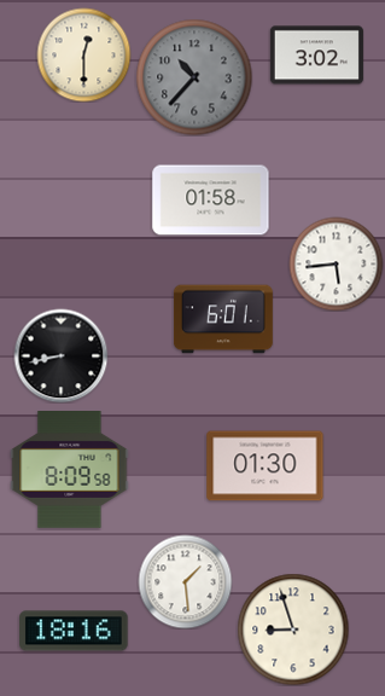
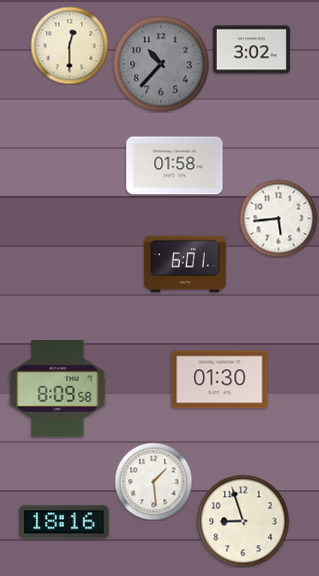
clock at (316, 56) position: (316, 56) -> (251, 50)
clock at (60, 355): 8:43 -> none
clock at (266, 466) position: (266, 466) -> (220, 380)
clock at (74, 631) position: (74, 631) -> (64, 522)
